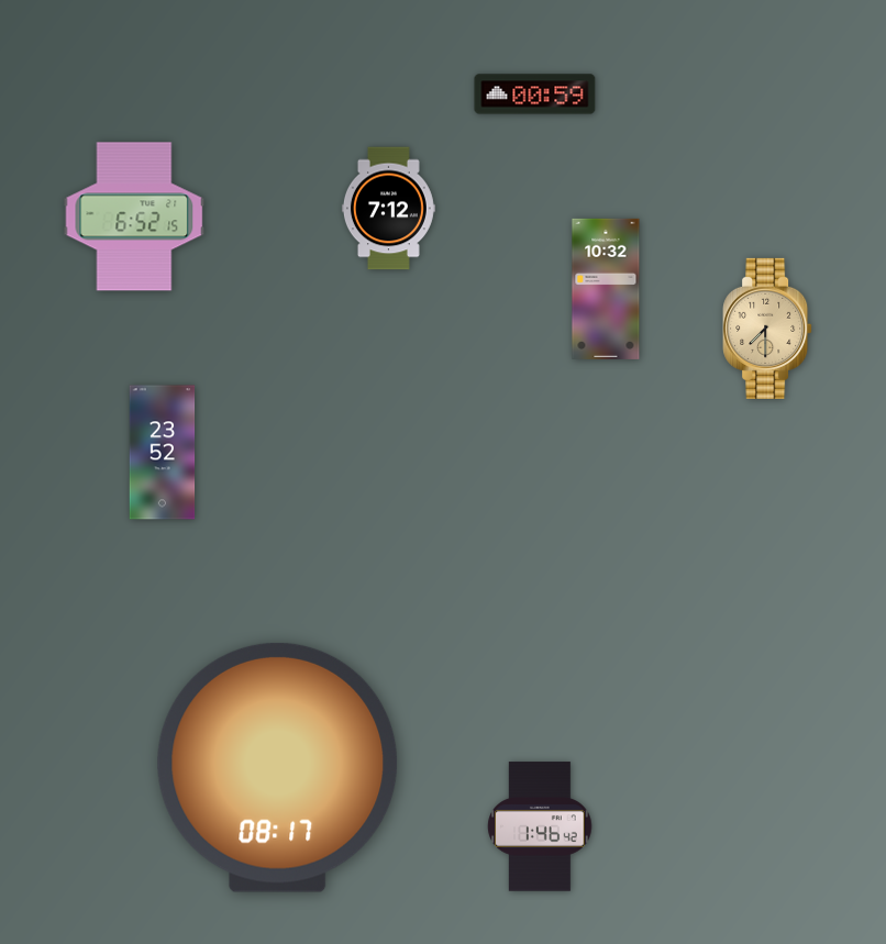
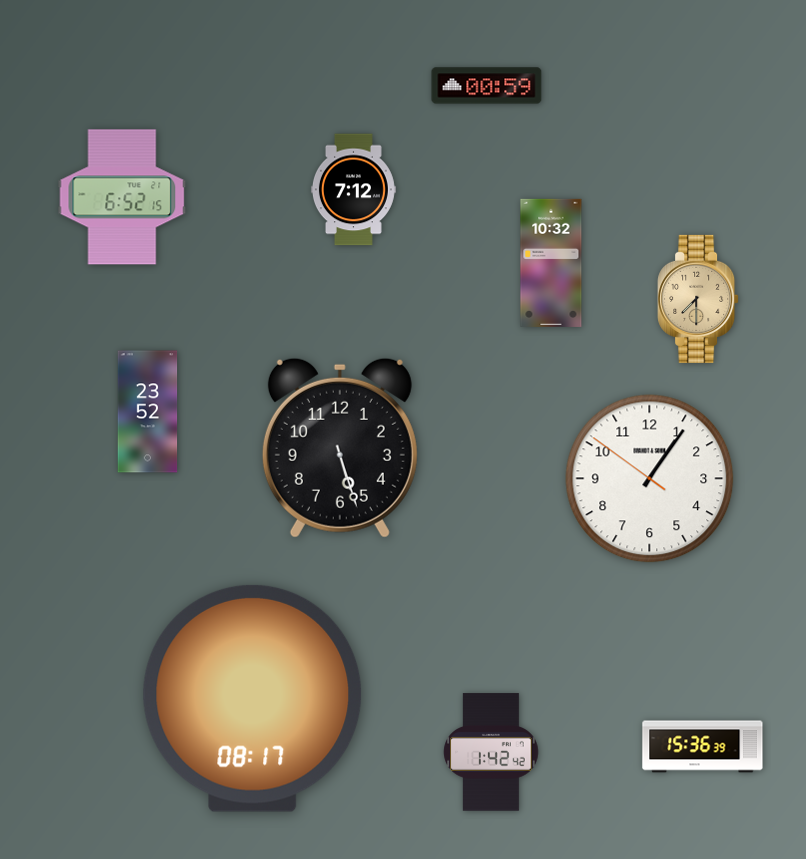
clock at (340, 448): none -> 5:27
clock at (650, 479): none -> 1:05
clock at (703, 747): none -> 15:36
clock at (540, 826): 1:46 -> 1:42
